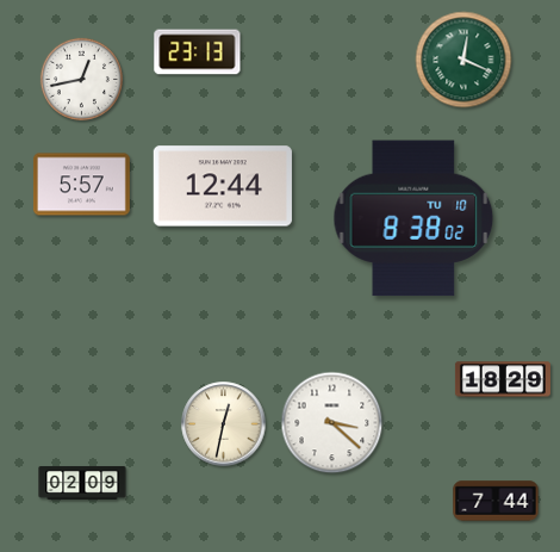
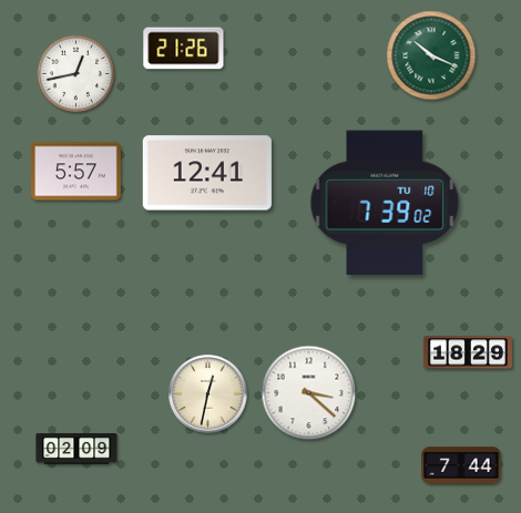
clock at (198, 52): 23:13 -> 21:26
clock at (463, 60): 12:19 -> 10:19
clock at (223, 186): 12:44 -> 12:41
clock at (413, 218): 8:38 -> 7:39
